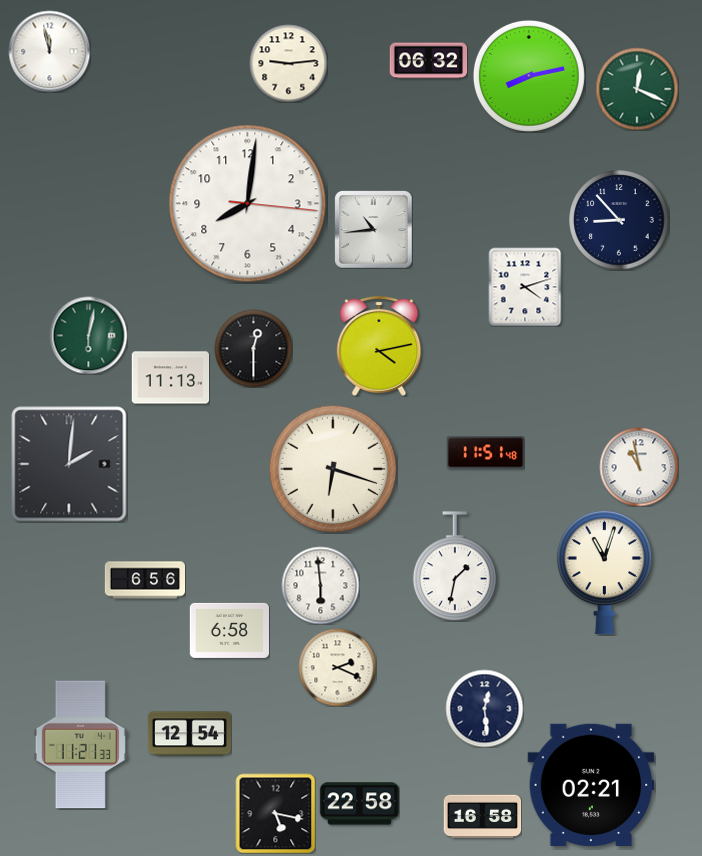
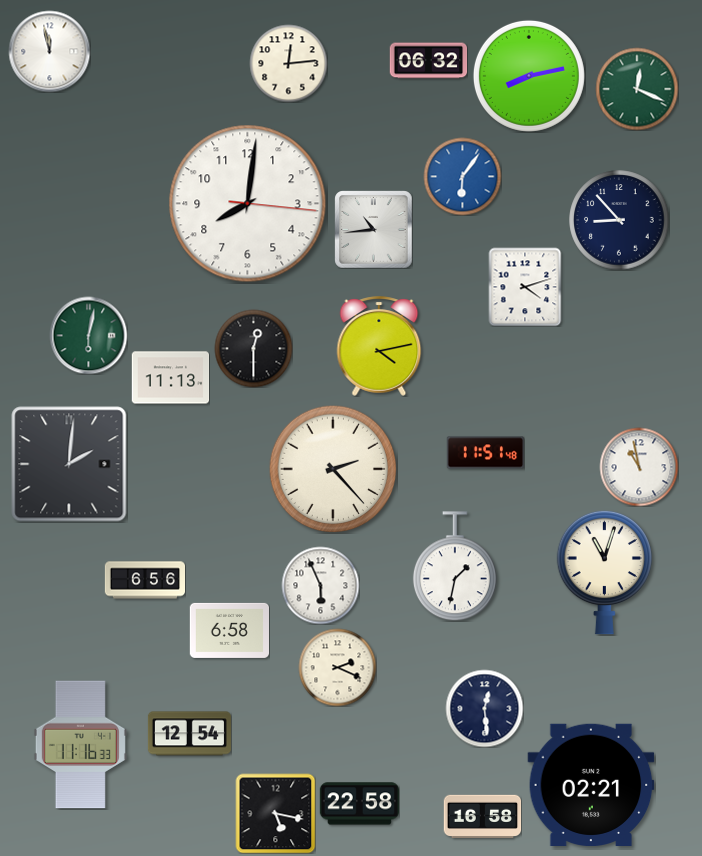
clock at (288, 63): 9:14 -> 12:14
clock at (462, 176): none -> 6:06
clock at (333, 469): 6:18 -> 2:23
clock at (320, 585): 5:59 -> 5:56
clock at (80, 745): 11:21 -> 11:16
